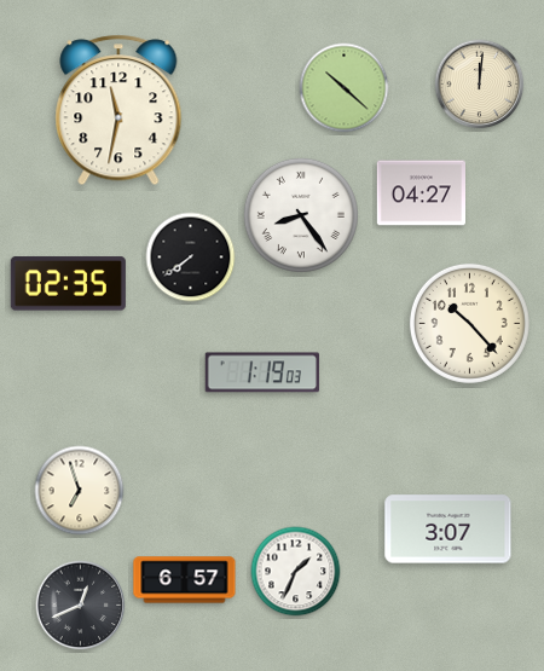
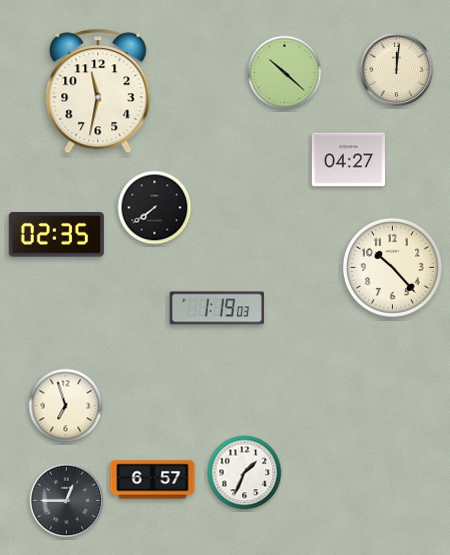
clock at (301, 215): 8:24 -> none
clock at (191, 258) position: (191, 258) -> (155, 208)
clock at (469, 323) position: (469, 323) -> (392, 267)
clock at (448, 530): 3:07 -> none
clock at (81, 606): 12:41 -> 12:45
